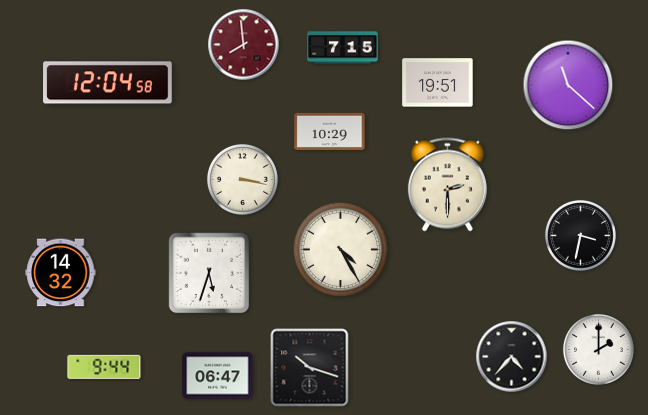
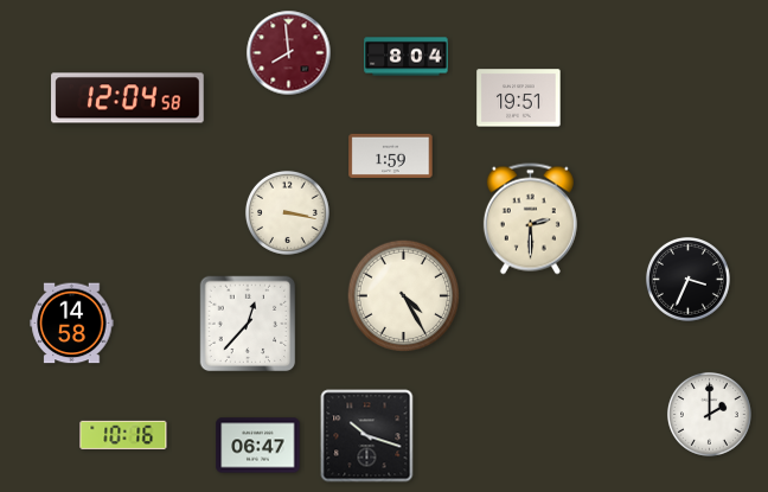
clock at (343, 48): 7:15 -> 8:04
clock at (568, 85): 11:22 -> none
clock at (330, 131): 10:29 -> 1:59
clock at (580, 235): 3:32 -> 3:34
clock at (61, 273): 14:32 -> 14:58
clock at (209, 273): 5:33 -> 12:37
clock at (512, 357): 4:37 -> none
clock at (104, 367): 9:44 -> 10:16
